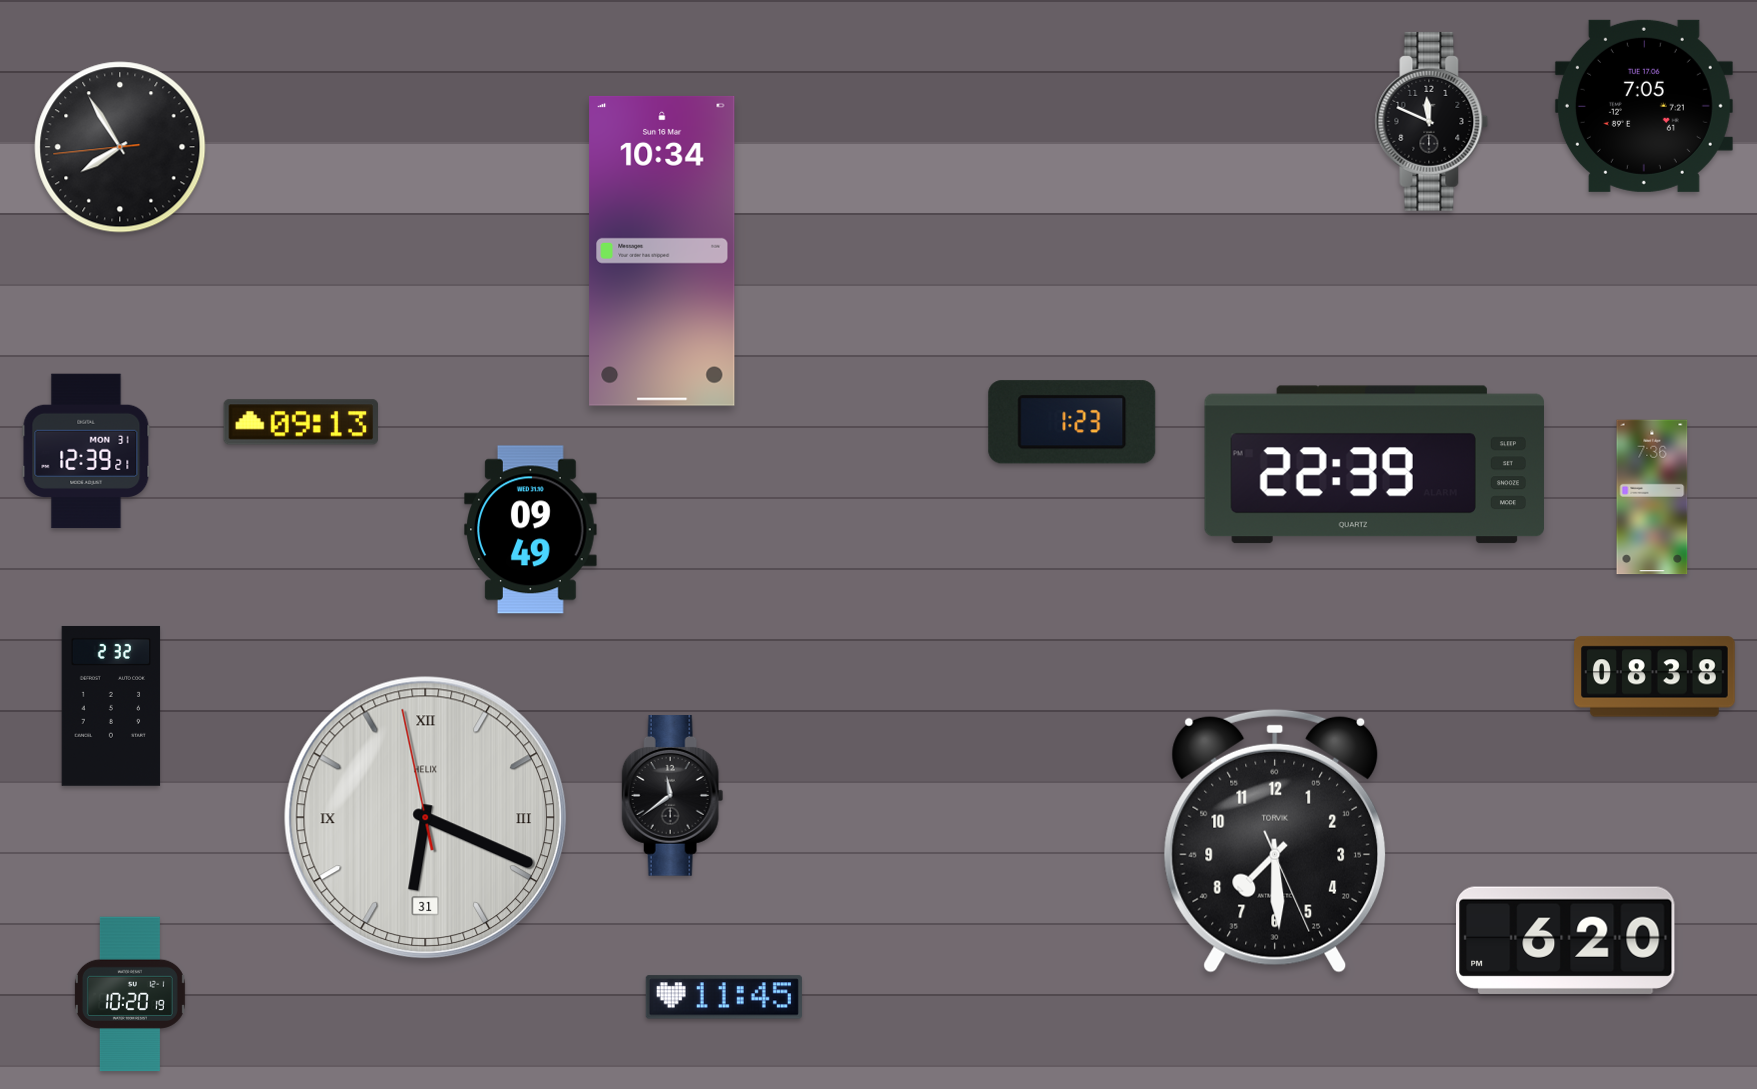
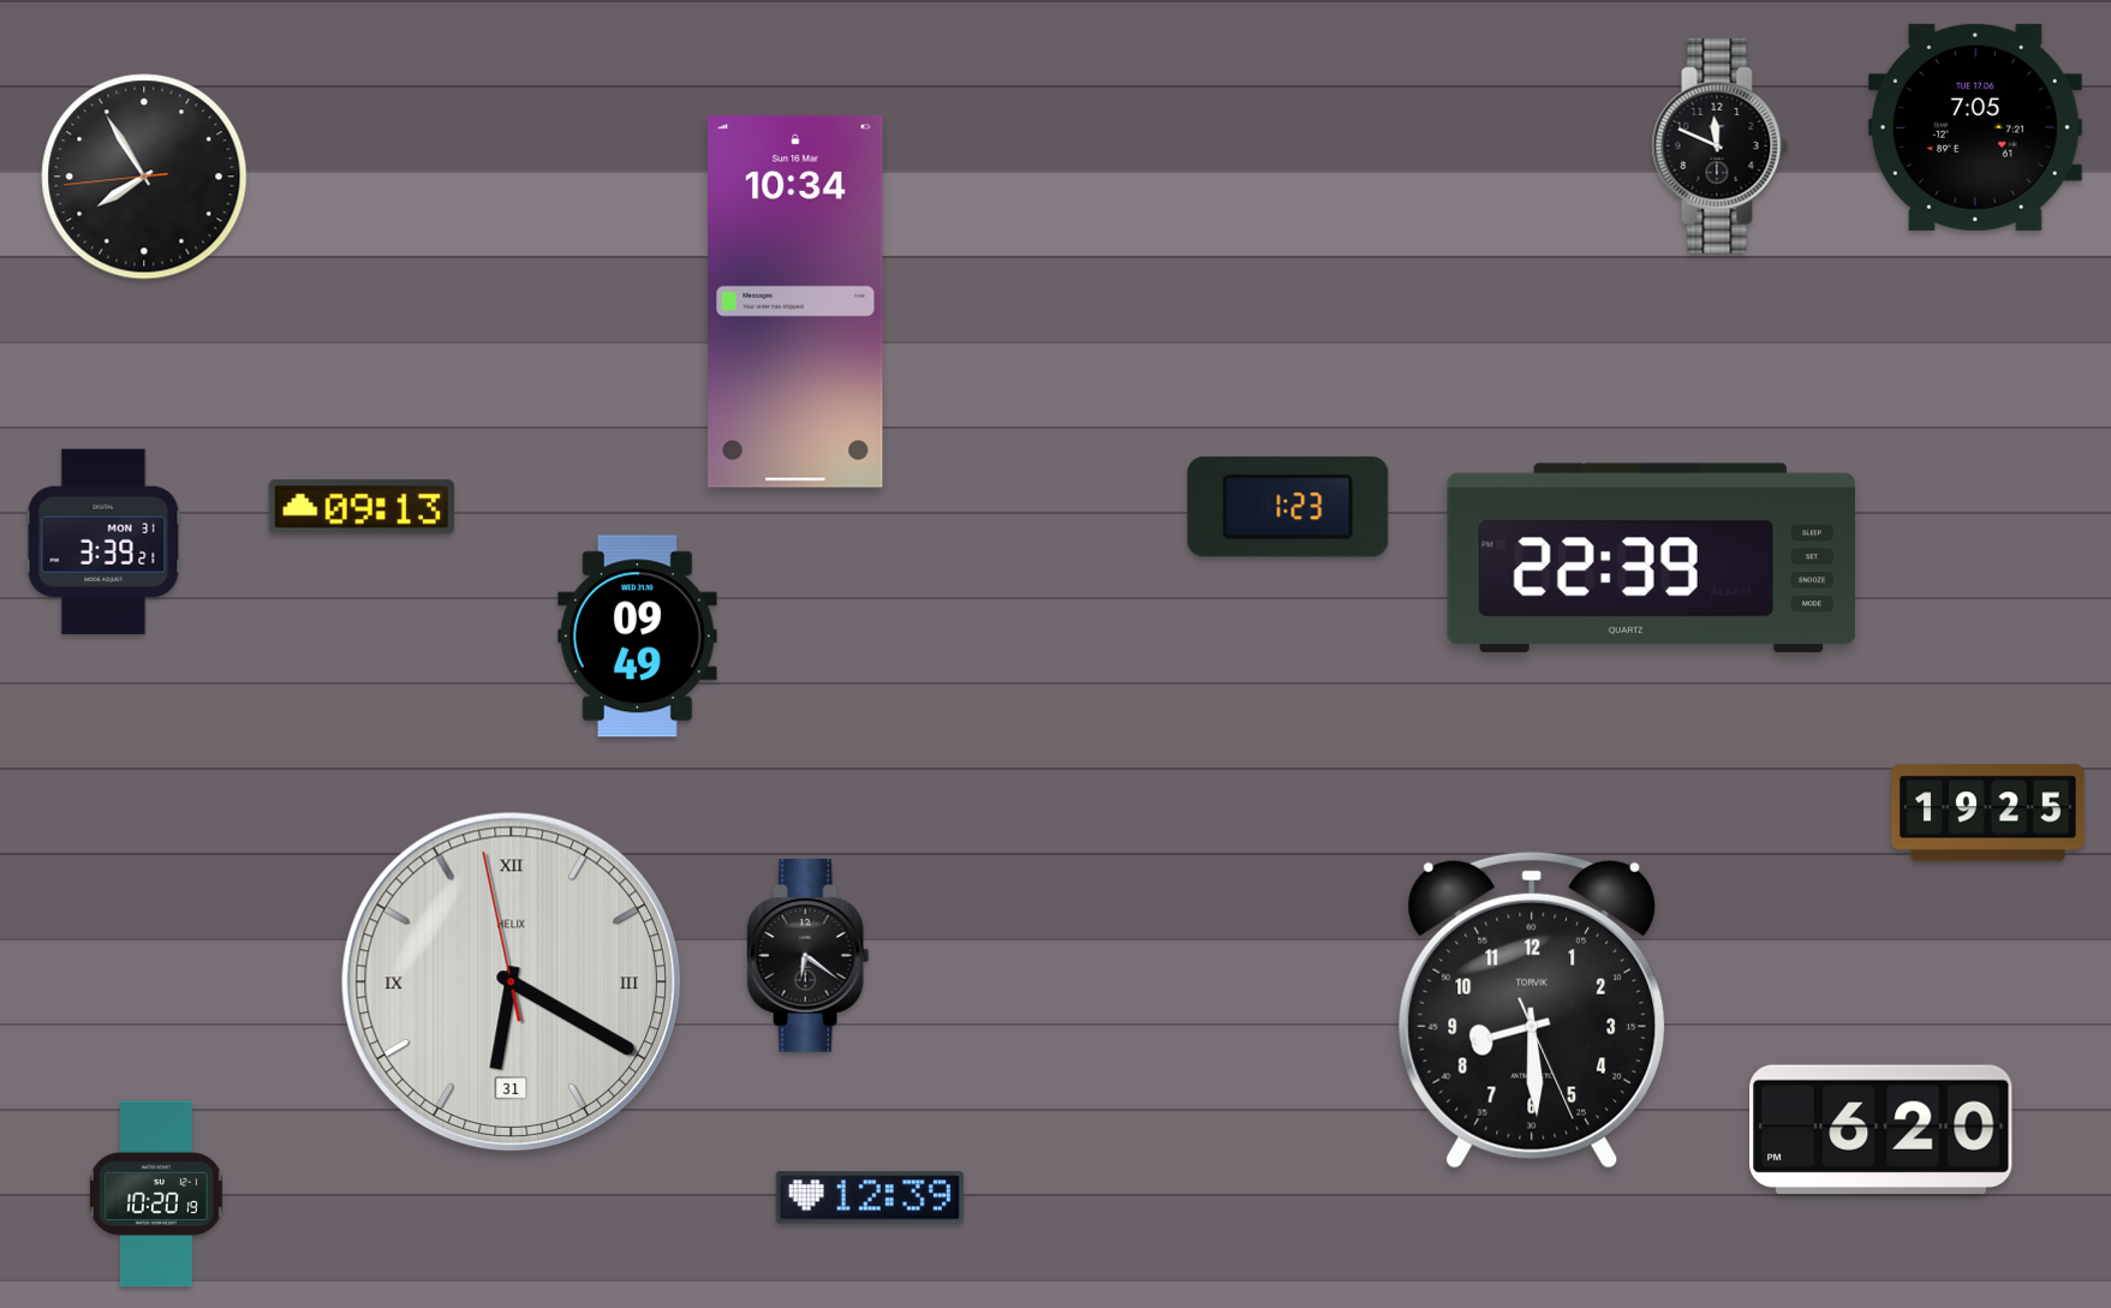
clock at (86, 451): 12:39 -> 3:39
clock at (1652, 497): 7:36 -> none
clock at (1655, 677): 08:38 -> 19:25
clock at (111, 706): 2:32 -> none
clock at (673, 796): 11:39 -> 6:21
clock at (425, 817): 6:18 -> 6:19
clock at (1275, 841): 7:29 -> 8:29
clock at (724, 997): 11:45 -> 12:39
